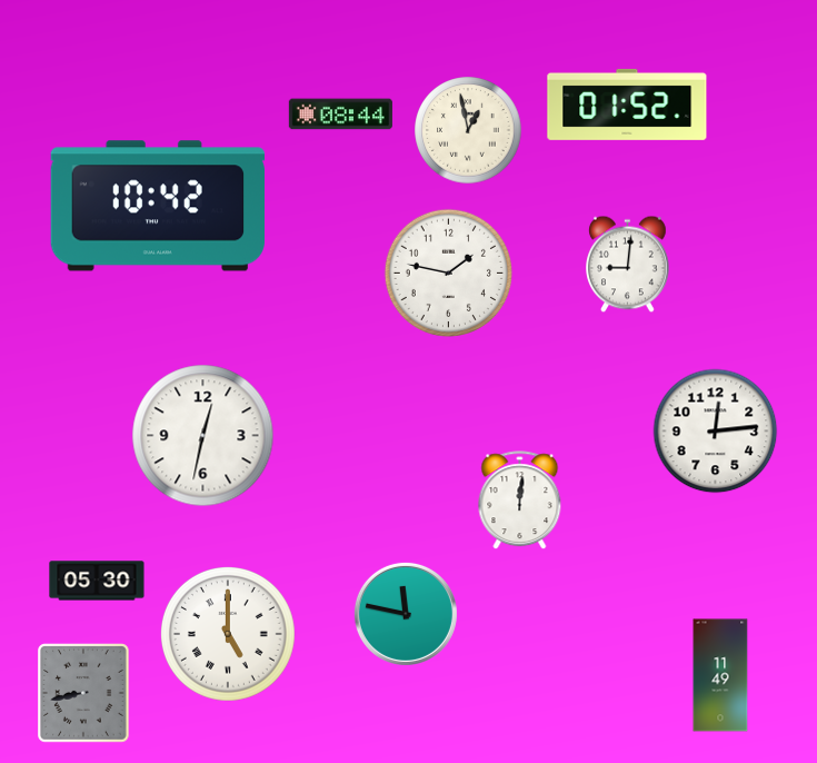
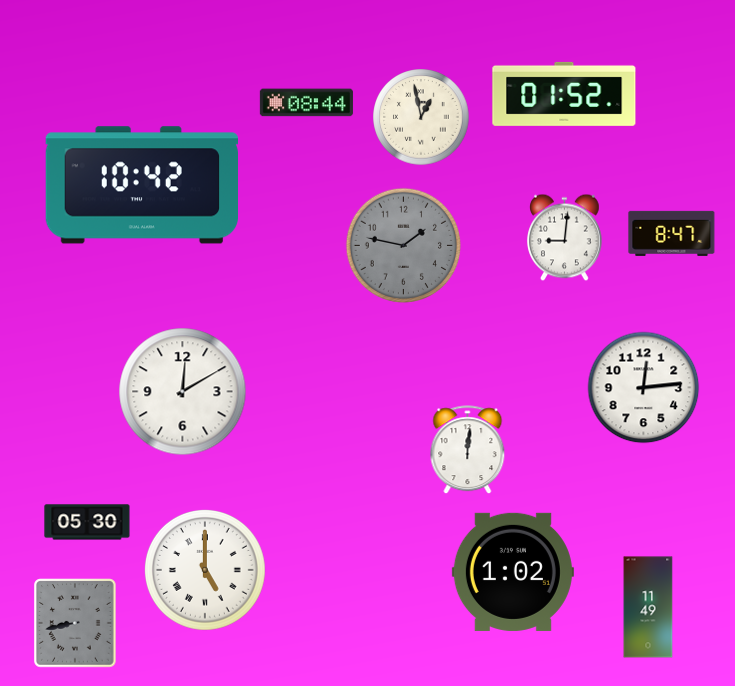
clock at (672, 233): none -> 8:47
clock at (448, 272) dial: white -> grey
clock at (203, 436): 12:32 -> 12:10
clock at (406, 614): 11:47 -> none
clock at (513, 572): none -> 1:02
